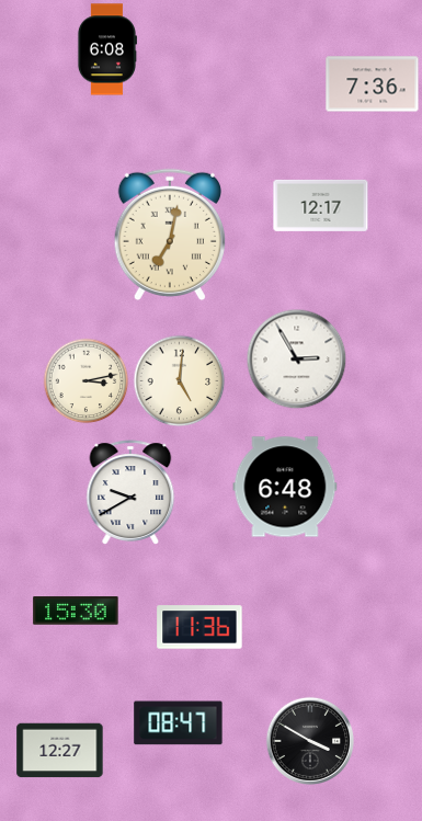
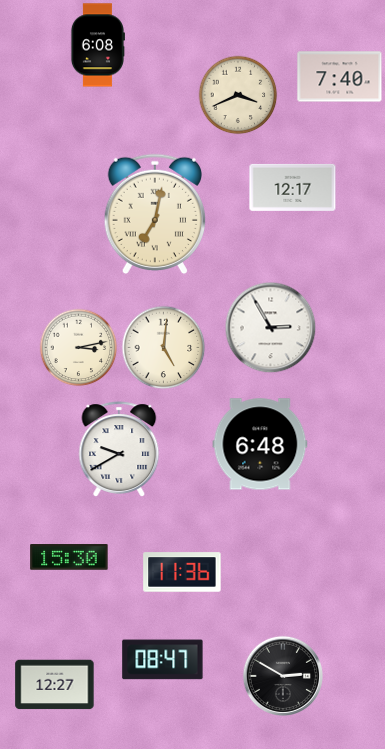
clock at (373, 84): 7:36 -> 7:40
clock at (238, 95): none -> 3:41
clock at (309, 740): 3:50 -> 2:50
